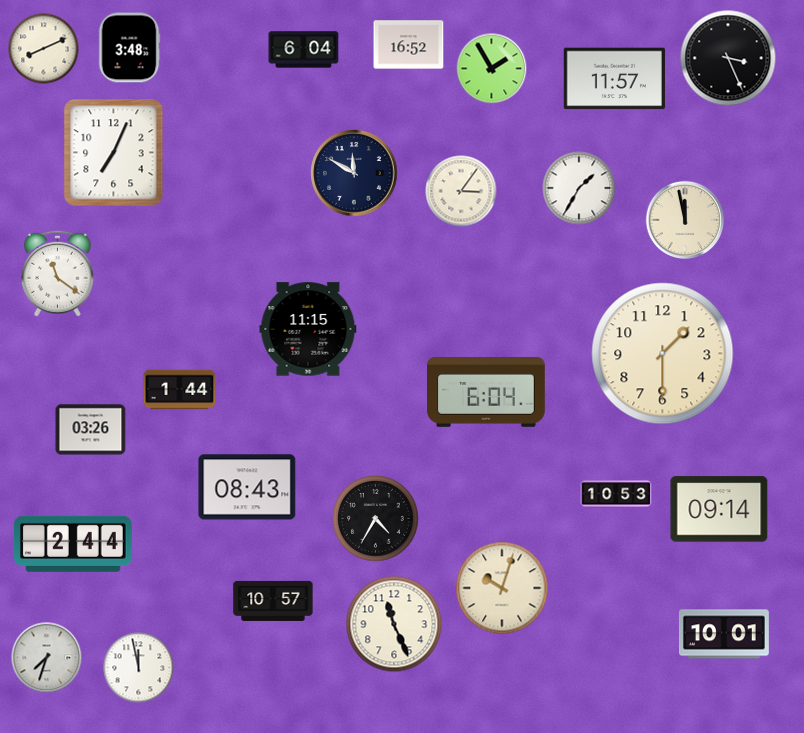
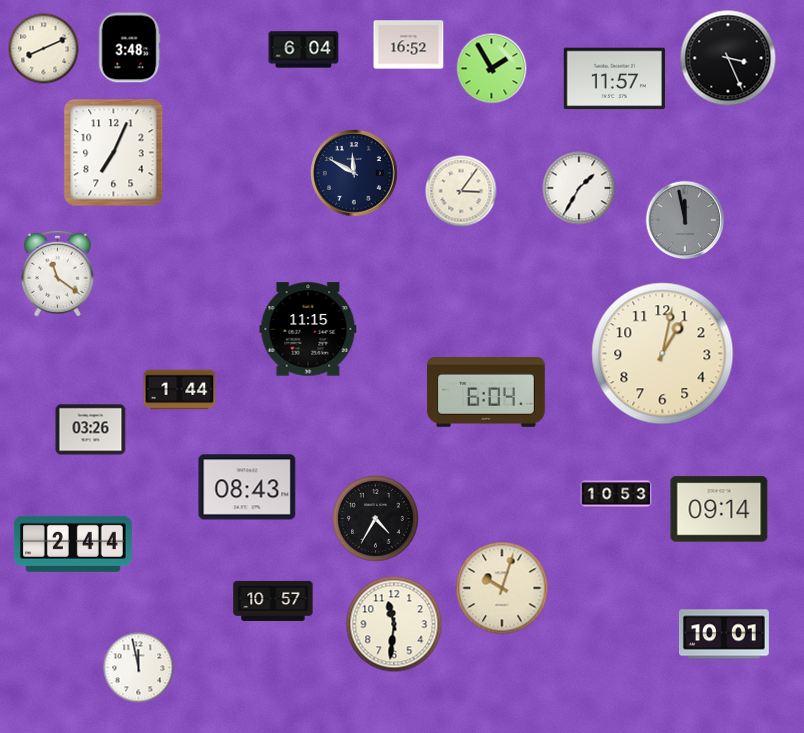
clock at (685, 220) dial: cream -> grey
clock at (663, 354): 1:30 -> 1:02
clock at (394, 624): 11:26 -> 11:31
clock at (47, 658): 7:33 -> none
